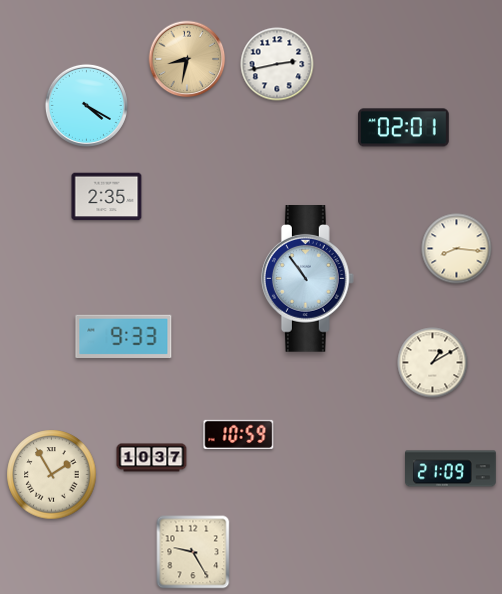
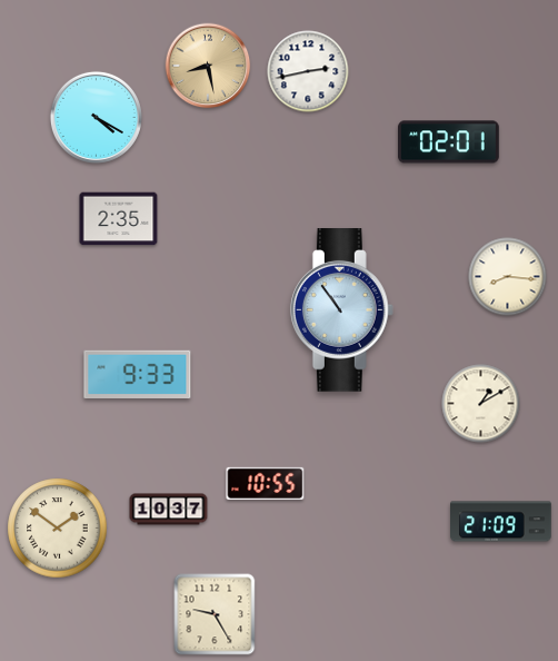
clock at (187, 59): 8:32 -> 8:28
clock at (239, 434): 10:59 -> 10:55
clock at (52, 475): 1:55 -> 1:51
